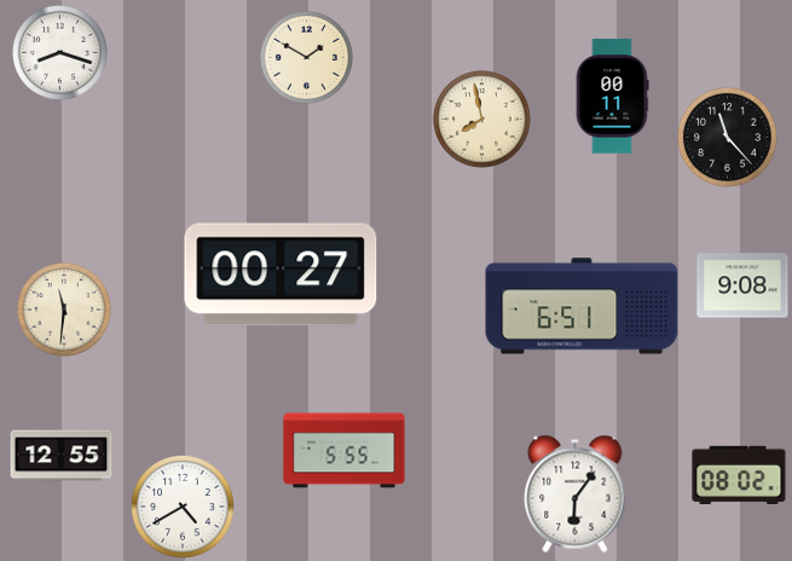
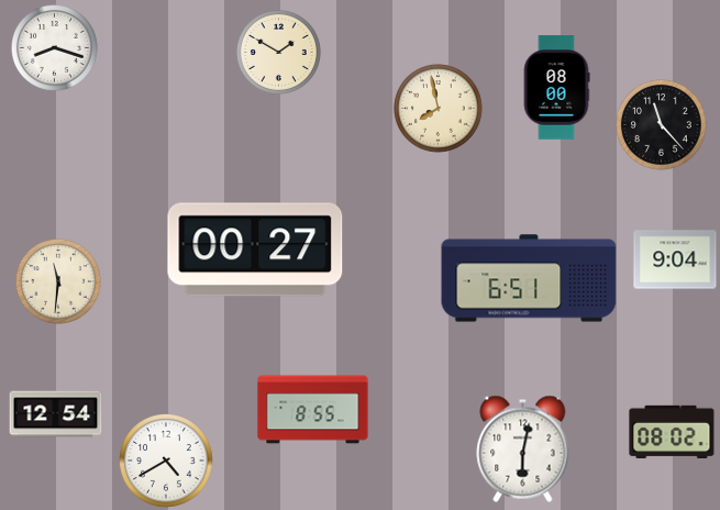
clock at (612, 97): 00:11 -> 08:00
clock at (742, 285): 9:08 -> 9:04
clock at (345, 451): 5:55 -> 8:55
clock at (62, 456): 12:55 -> 12:54
clock at (576, 493): 6:06 -> 6:02
